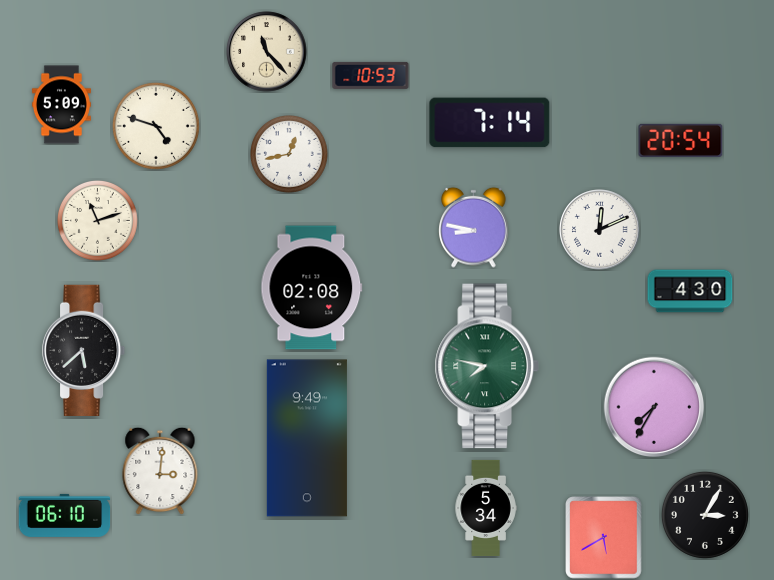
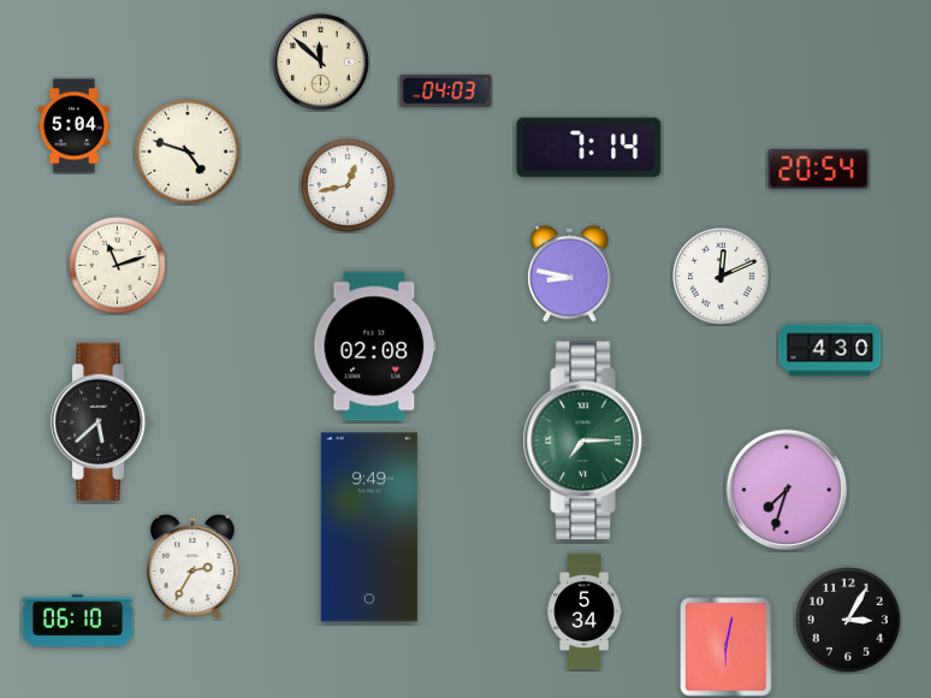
clock at (267, 52): 11:23 -> 11:52
clock at (371, 75): 10:53 -> 04:03
clock at (61, 105): 5:09 -> 5:04
clock at (487, 366): 7:47 -> 7:15
clock at (654, 407): 7:35 -> 7:33
clock at (160, 471): 3:01 -> 2:35
clock at (604, 538): 5:40 -> 6:02
